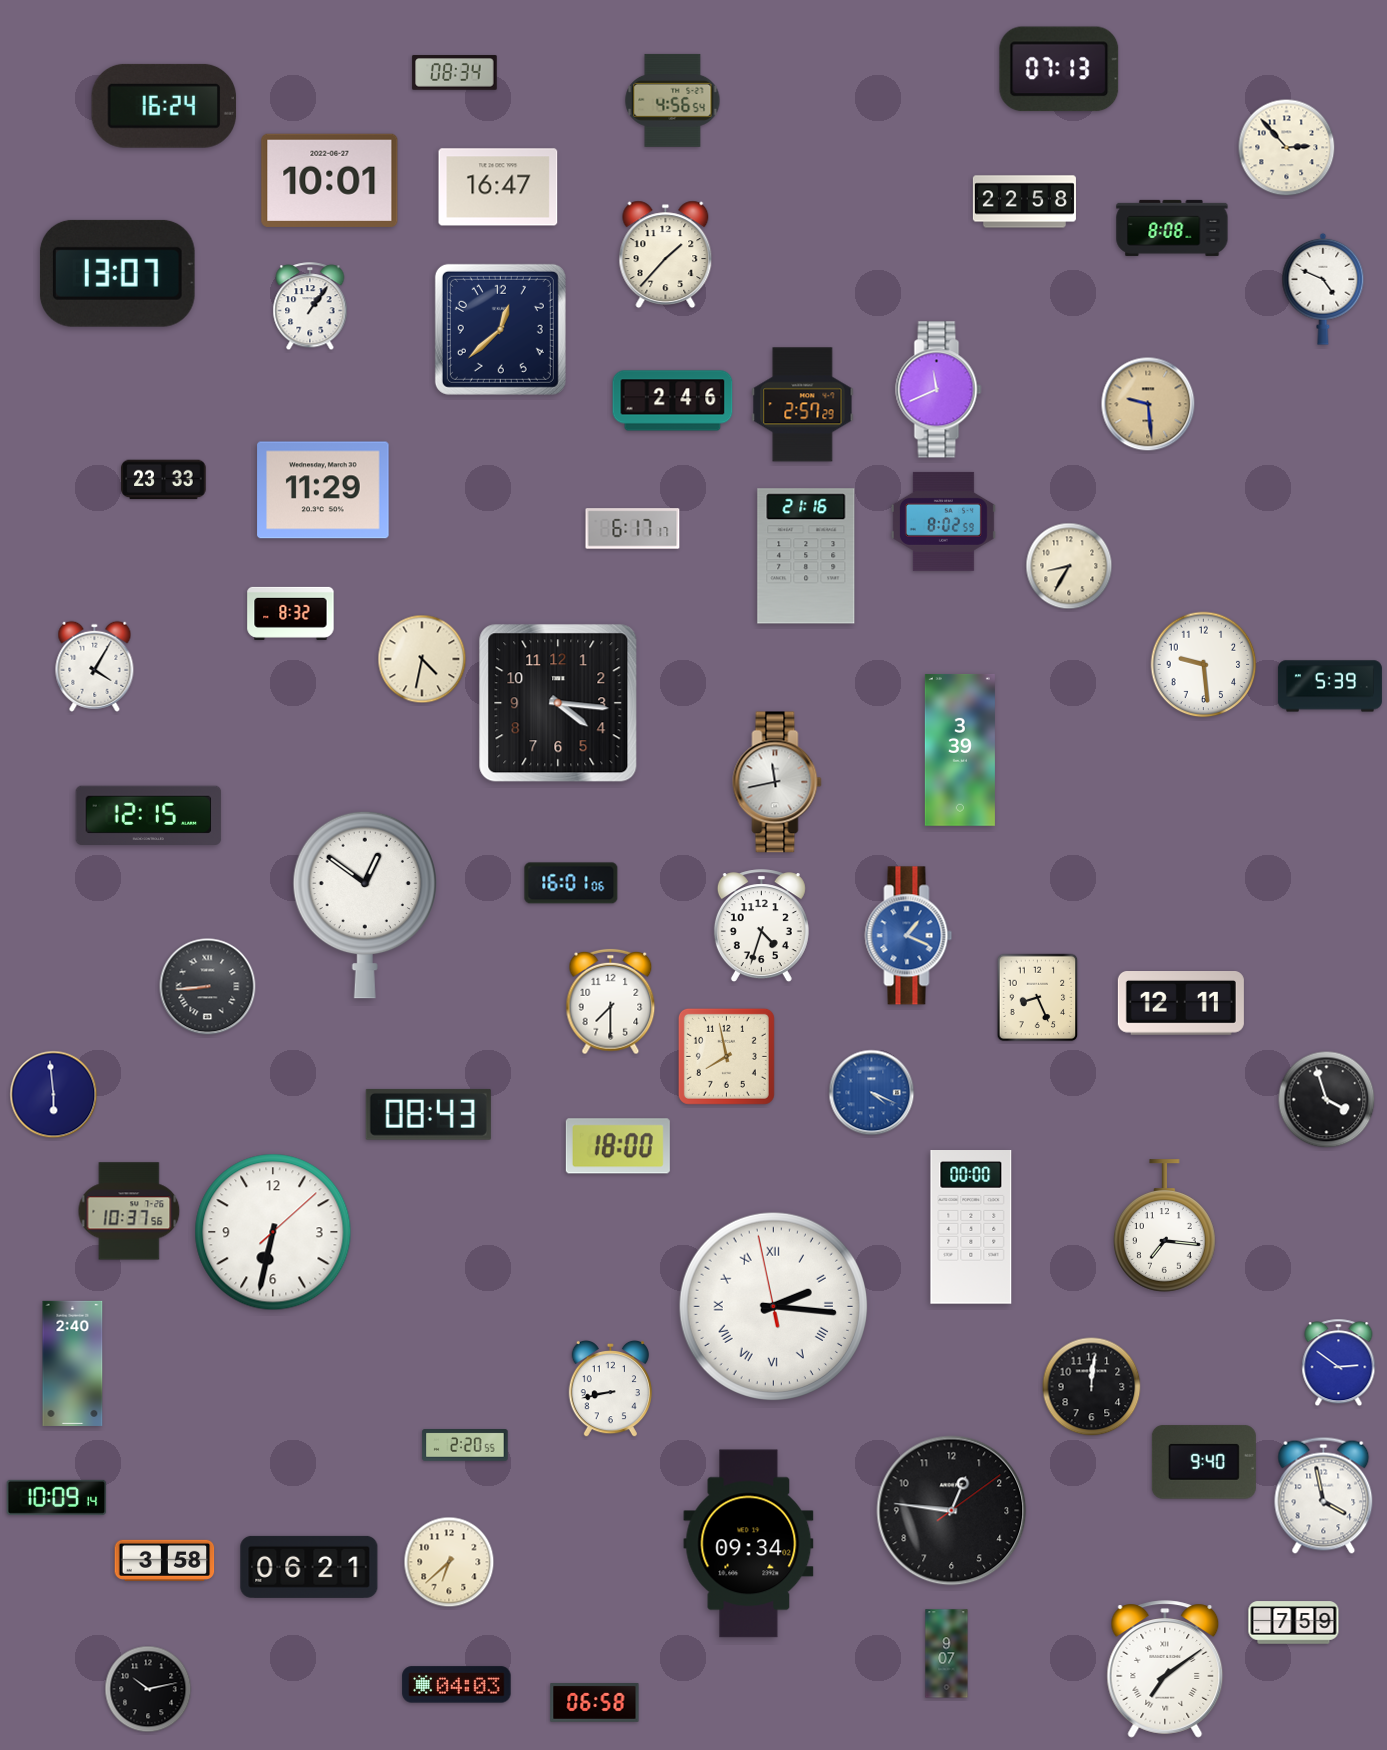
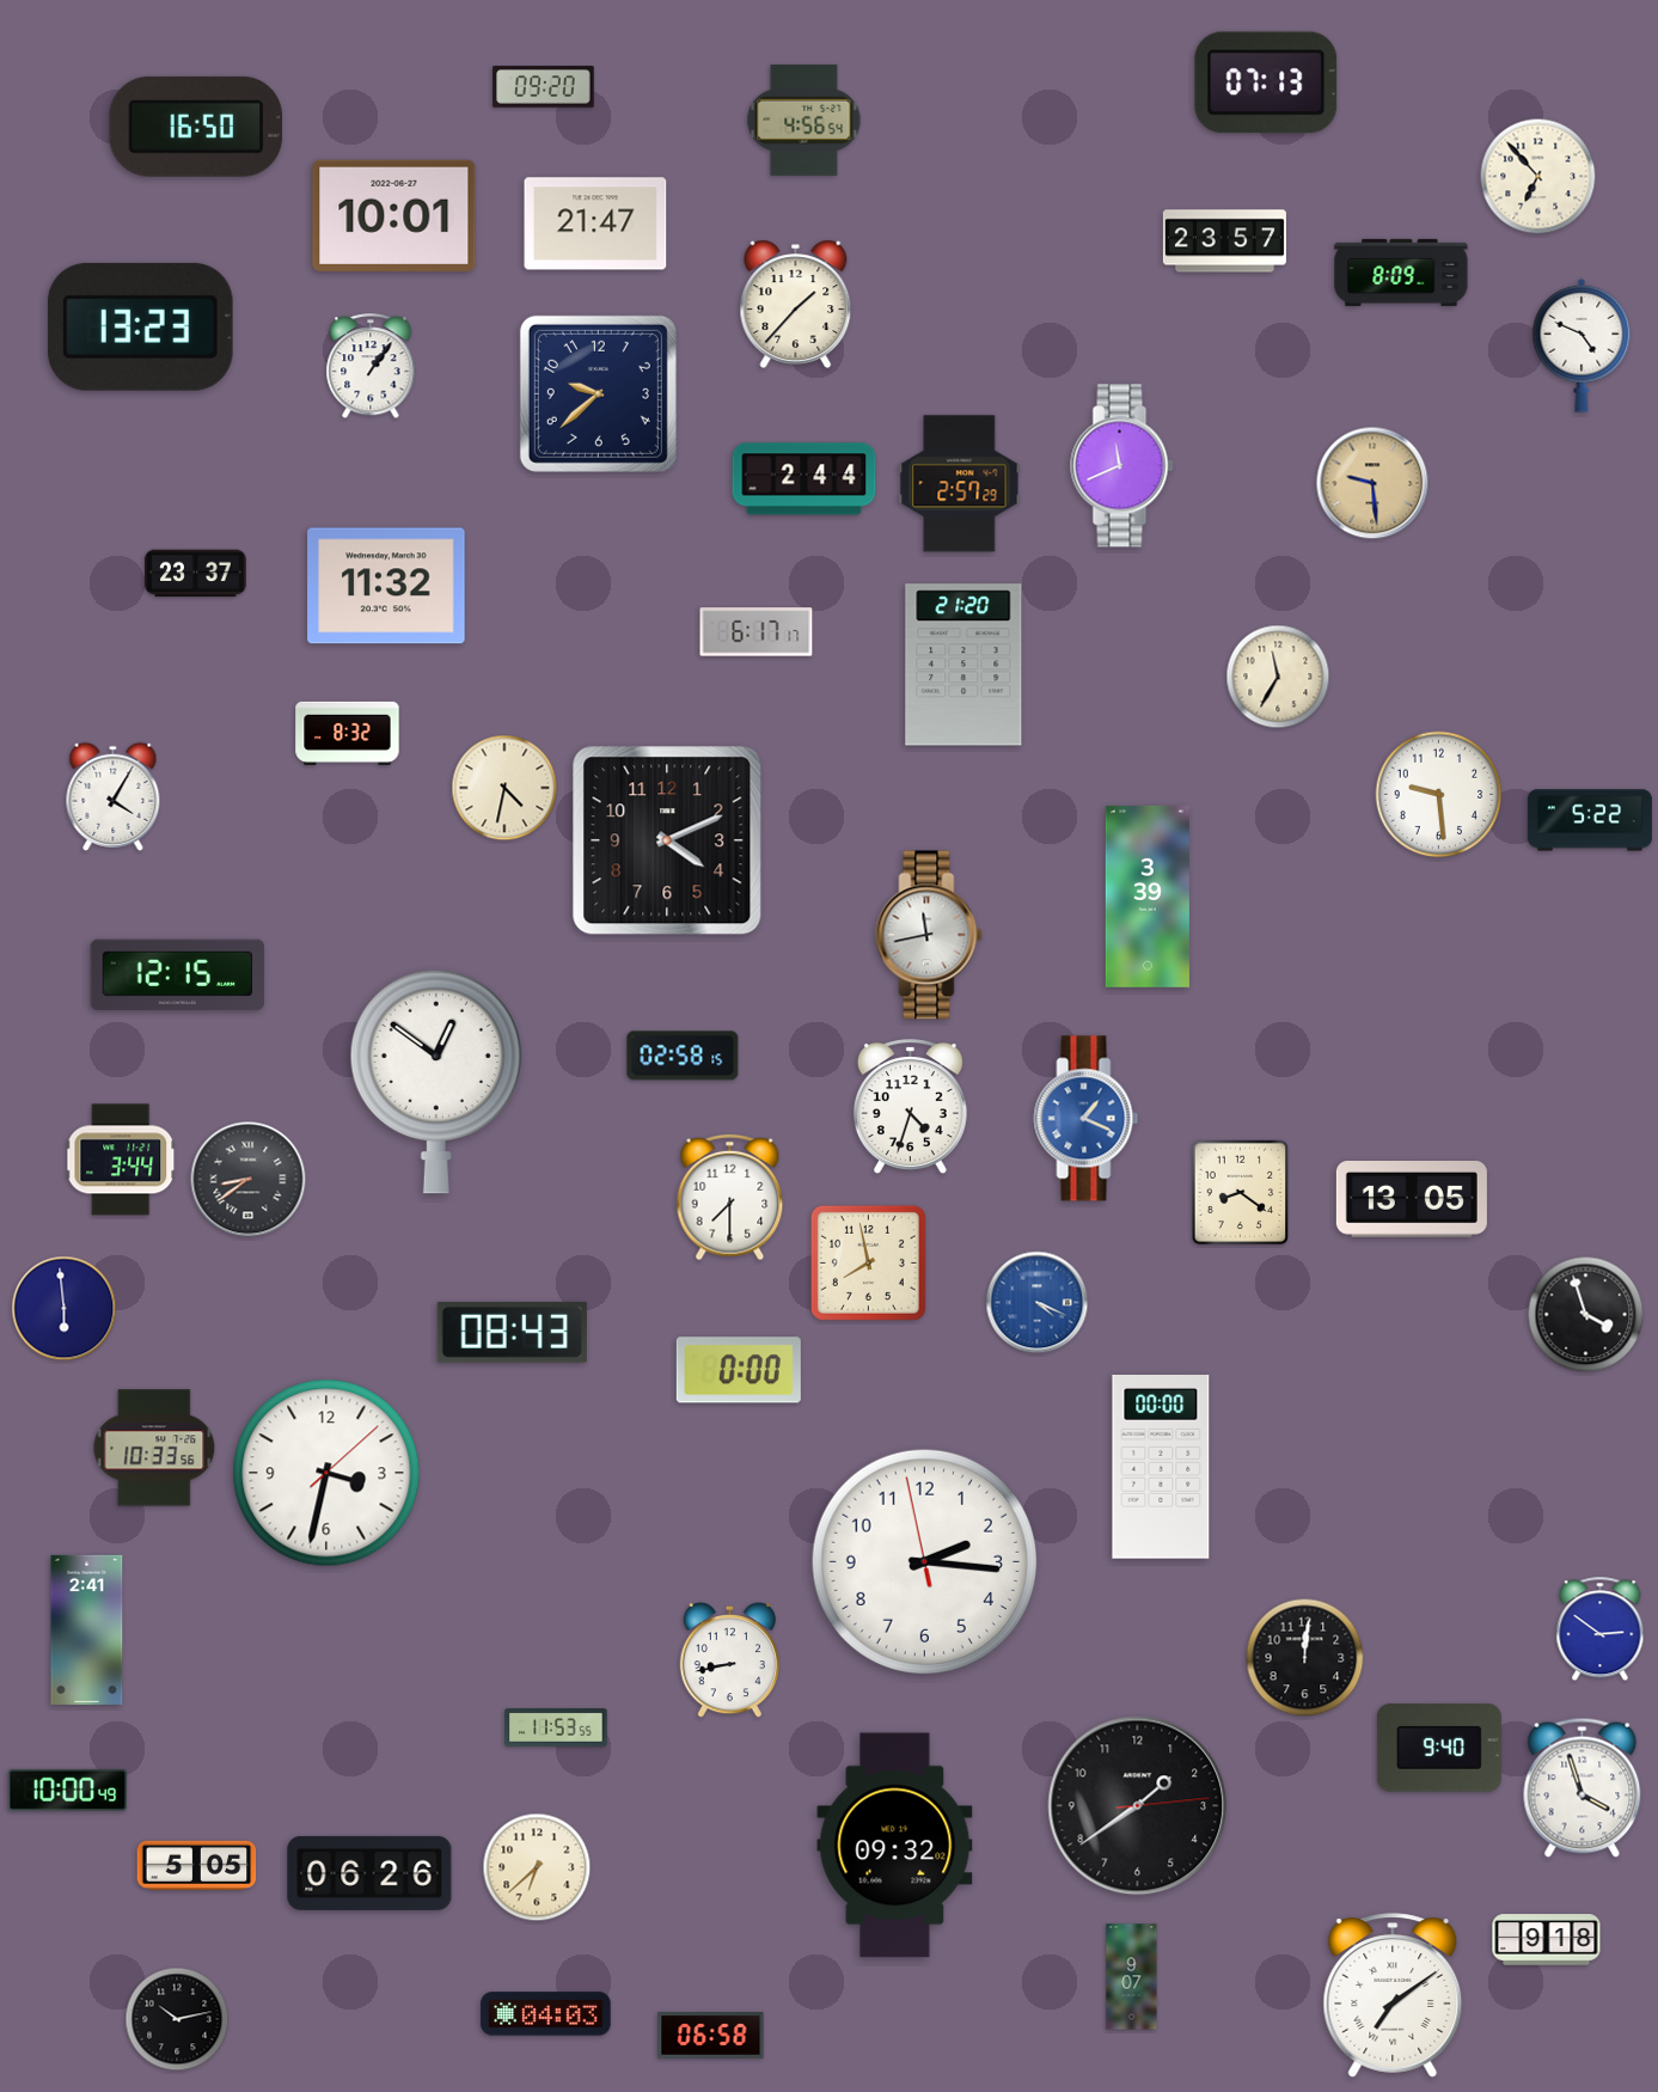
clock at (455, 73): 08:34 -> 09:20
clock at (164, 106): 16:24 -> 16:50
clock at (1287, 148): 2:53 -> 6:53
clock at (498, 187): 16:47 -> 21:47
clock at (1024, 202): 22:58 -> 23:57
clock at (1172, 228): 8:08 -> 8:09
clock at (117, 273): 13:07 -> 13:23
clock at (500, 329): 12:38 -> 9:38
clock at (673, 401): 2:46 -> 2:44
clock at (164, 480): 23:33 -> 23:37
clock at (323, 490): 11:29 -> 11:32
clock at (943, 521): 8:02 -> none
clock at (806, 556): 21:16 -> 21:20
clock at (1069, 566): 8:35 -> 11:35
clock at (1330, 686): 5:39 -> 5:22
clock at (558, 703): 4:16 -> 4:11
clock at (571, 883): 16:01 -> 02:58
clock at (122, 1160): none -> 3:44
clock at (208, 987): 8:44 -> 8:39
clock at (1038, 998): 8:26 -> 8:21
clock at (1181, 1004): 12:11 -> 13:05
clock at (872, 1093) position: (872, 1093) -> (1038, 1303)
clock at (618, 1146): 18:00 -> 0:00
clock at (129, 1211): 10:37 -> 10:33
clock at (1164, 1226): 7:16 -> none
clock at (273, 1232): 6:32 -> 3:32
clock at (773, 1306) numerals: Roman -> Arabic
clock at (73, 1363): 2:40 -> 2:41
clock at (465, 1446): 2:20 -> 11:53
clock at (1324, 1495): 3:58 -> 3:57
clock at (57, 1497): 10:09 -> 10:00
clock at (952, 1511): 12:46 -> 1:39
clock at (749, 1544): 09:34 -> 09:32
clock at (165, 1560): 3:58 -> 5:05
clock at (309, 1567): 06:21 -> 06:26
clock at (1294, 1623): 7:59 -> 9:18
